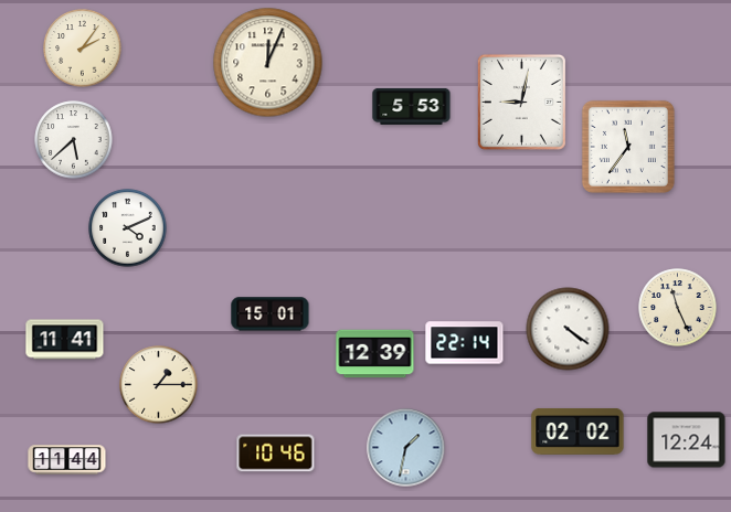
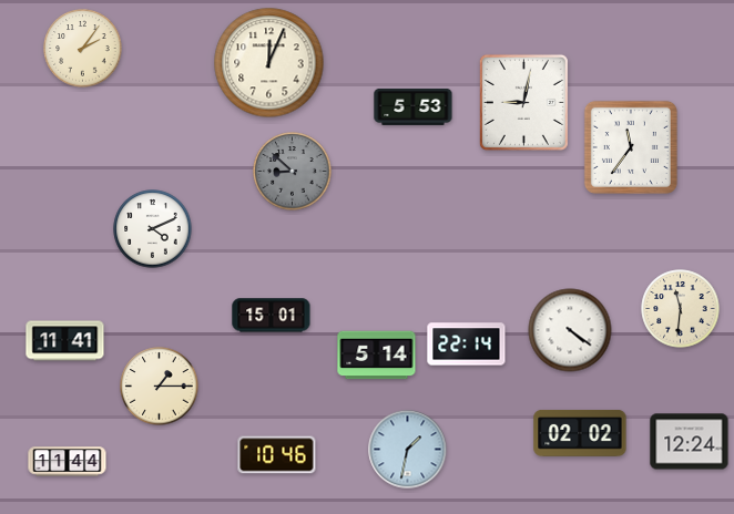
clock at (74, 140): 5:38 -> none
clock at (293, 172): none -> 8:52
clock at (128, 228) position: (128, 228) -> (153, 229)
clock at (678, 308): 11:26 -> 11:31
clock at (375, 354): 12:39 -> 5:14
